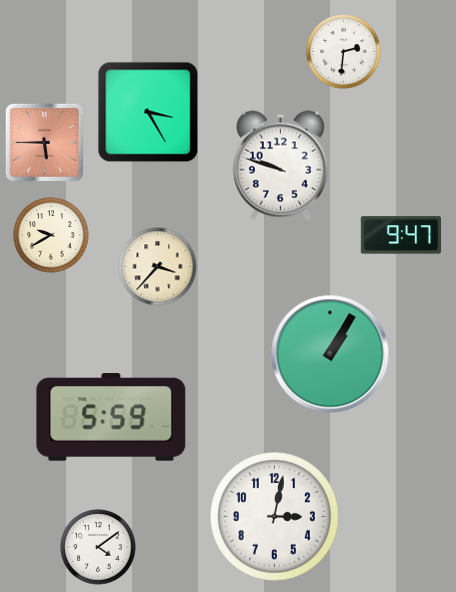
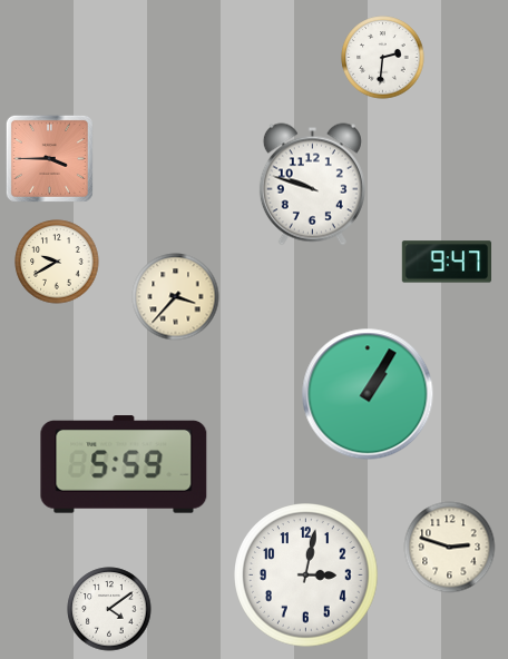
clock at (148, 112): 3:25 -> none
clock at (44, 142): 5:45 -> 3:45
clock at (450, 548): none -> 2:48
